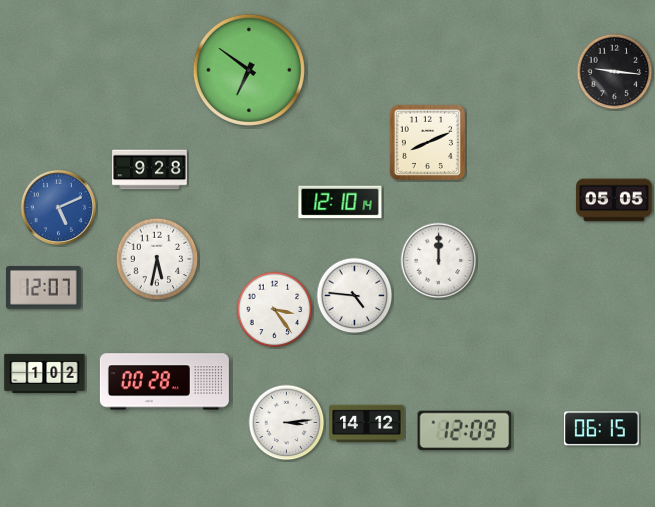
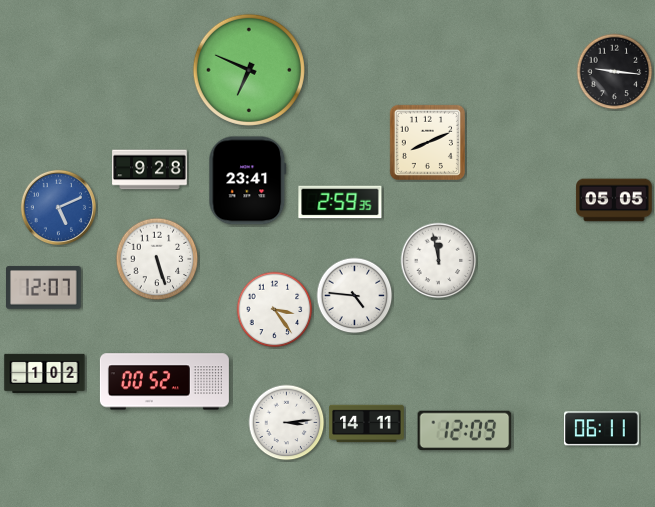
clock at (249, 70): 6:51 -> 6:49
clock at (248, 181): none -> 23:41
clock at (340, 202): 12:10 -> 2:59
clock at (157, 259): 5:32 -> 5:27
clock at (439, 261): 12:00 -> 11:58
clock at (164, 382): 00:28 -> 00:52
clock at (367, 424): 14:12 -> 14:11
clock at (602, 429): 06:15 -> 06:11
